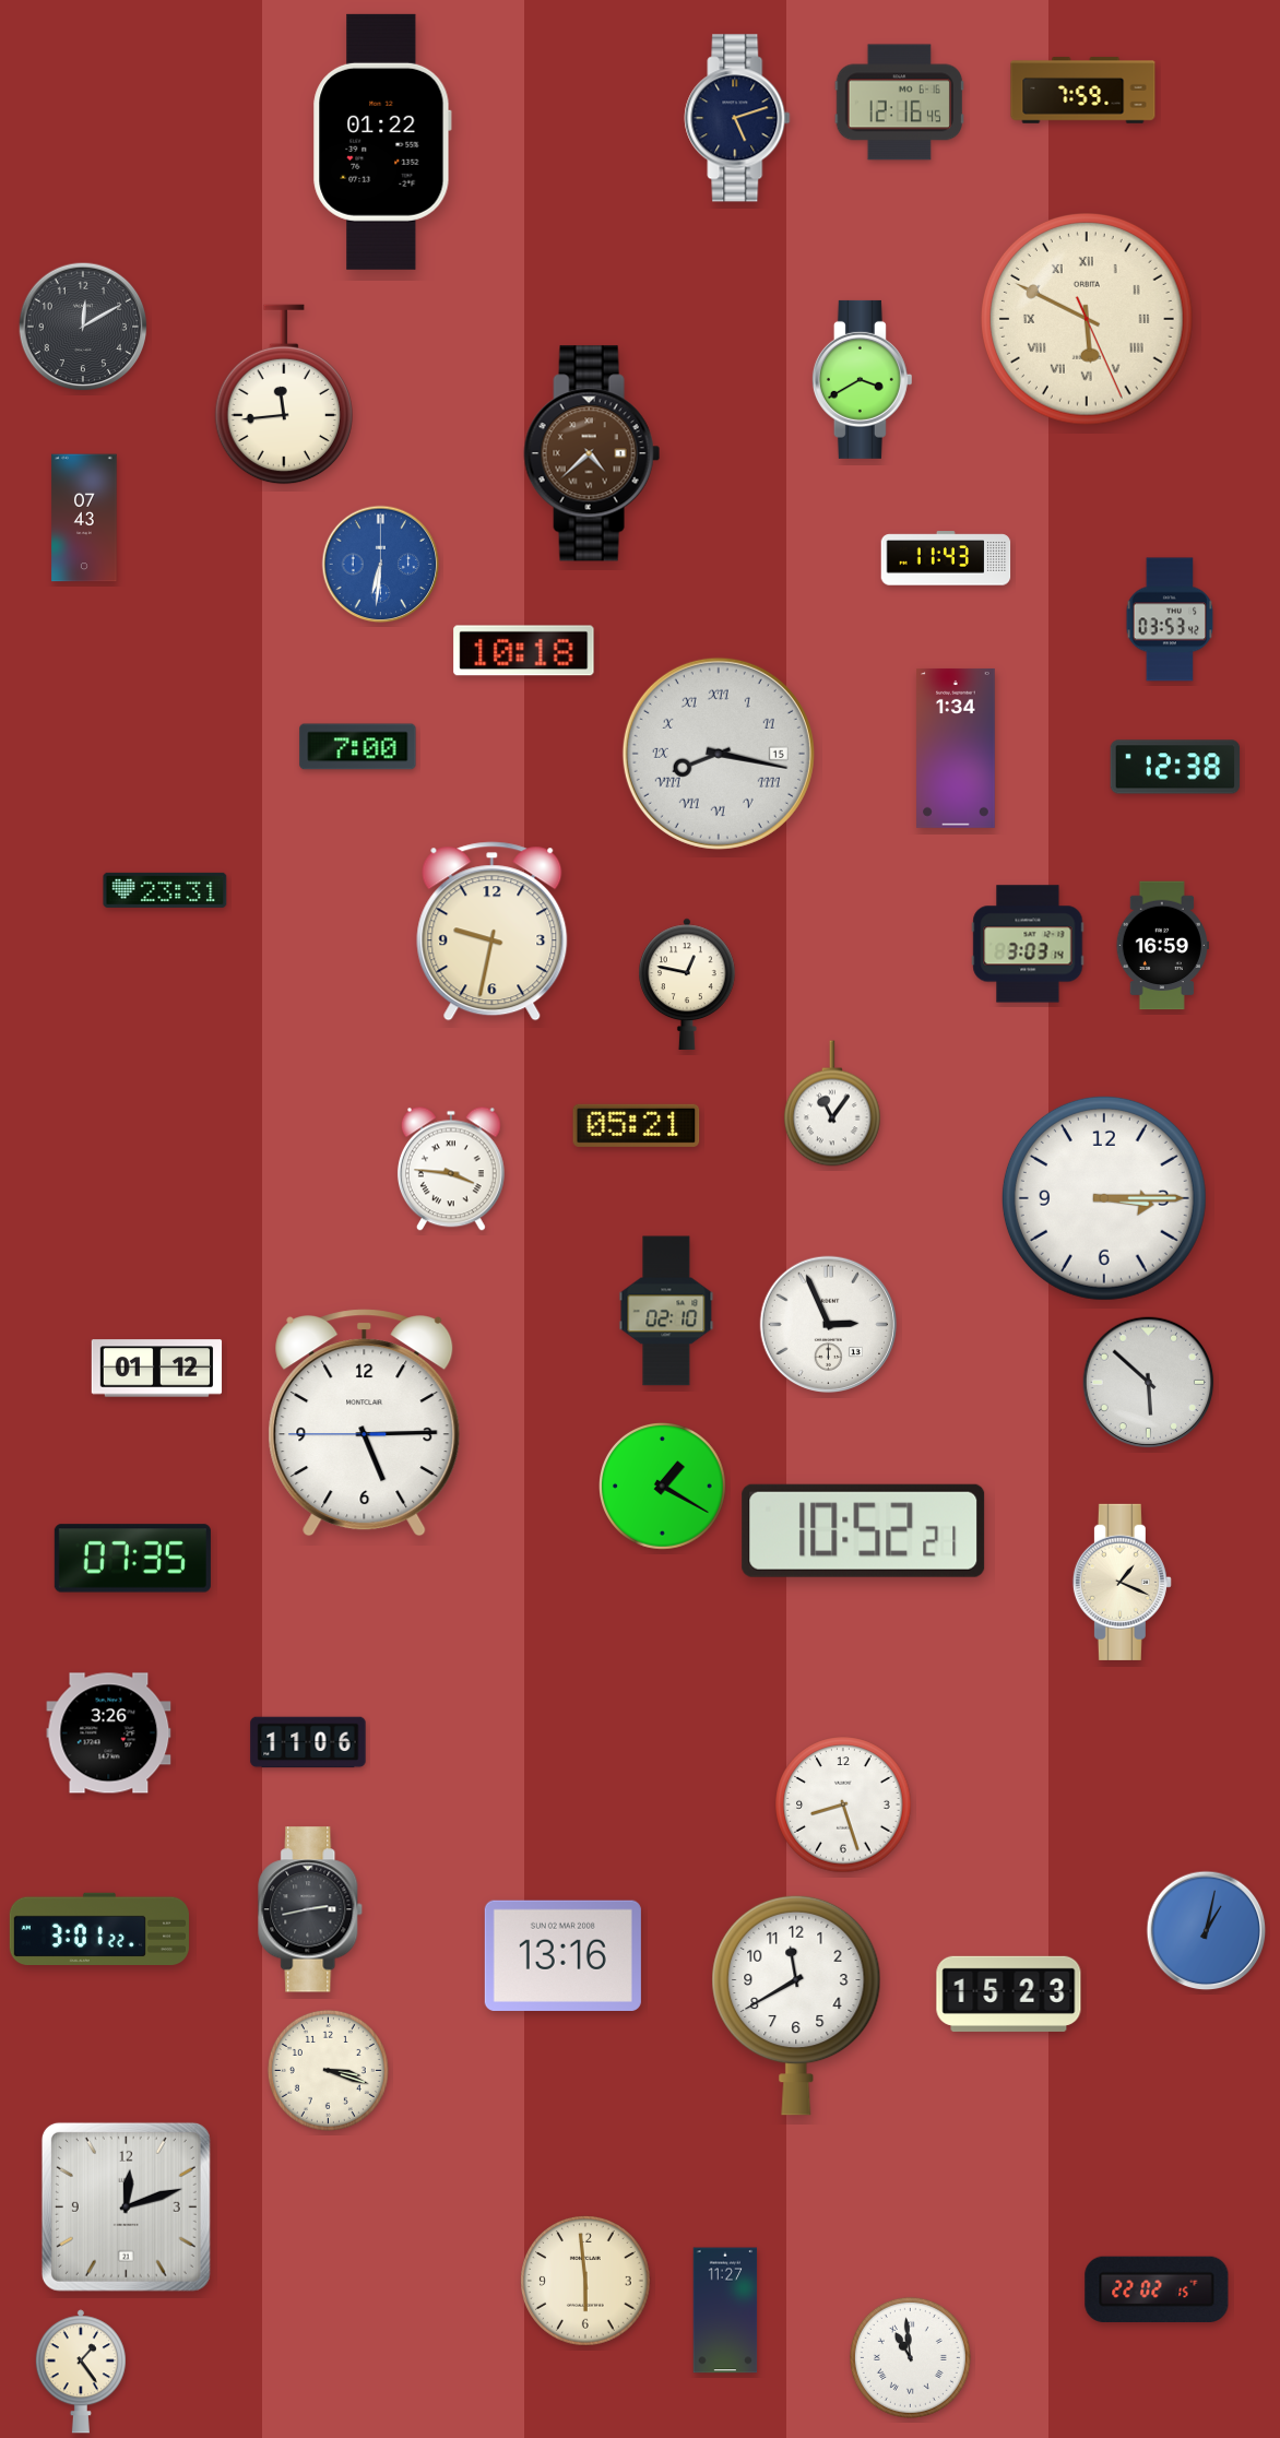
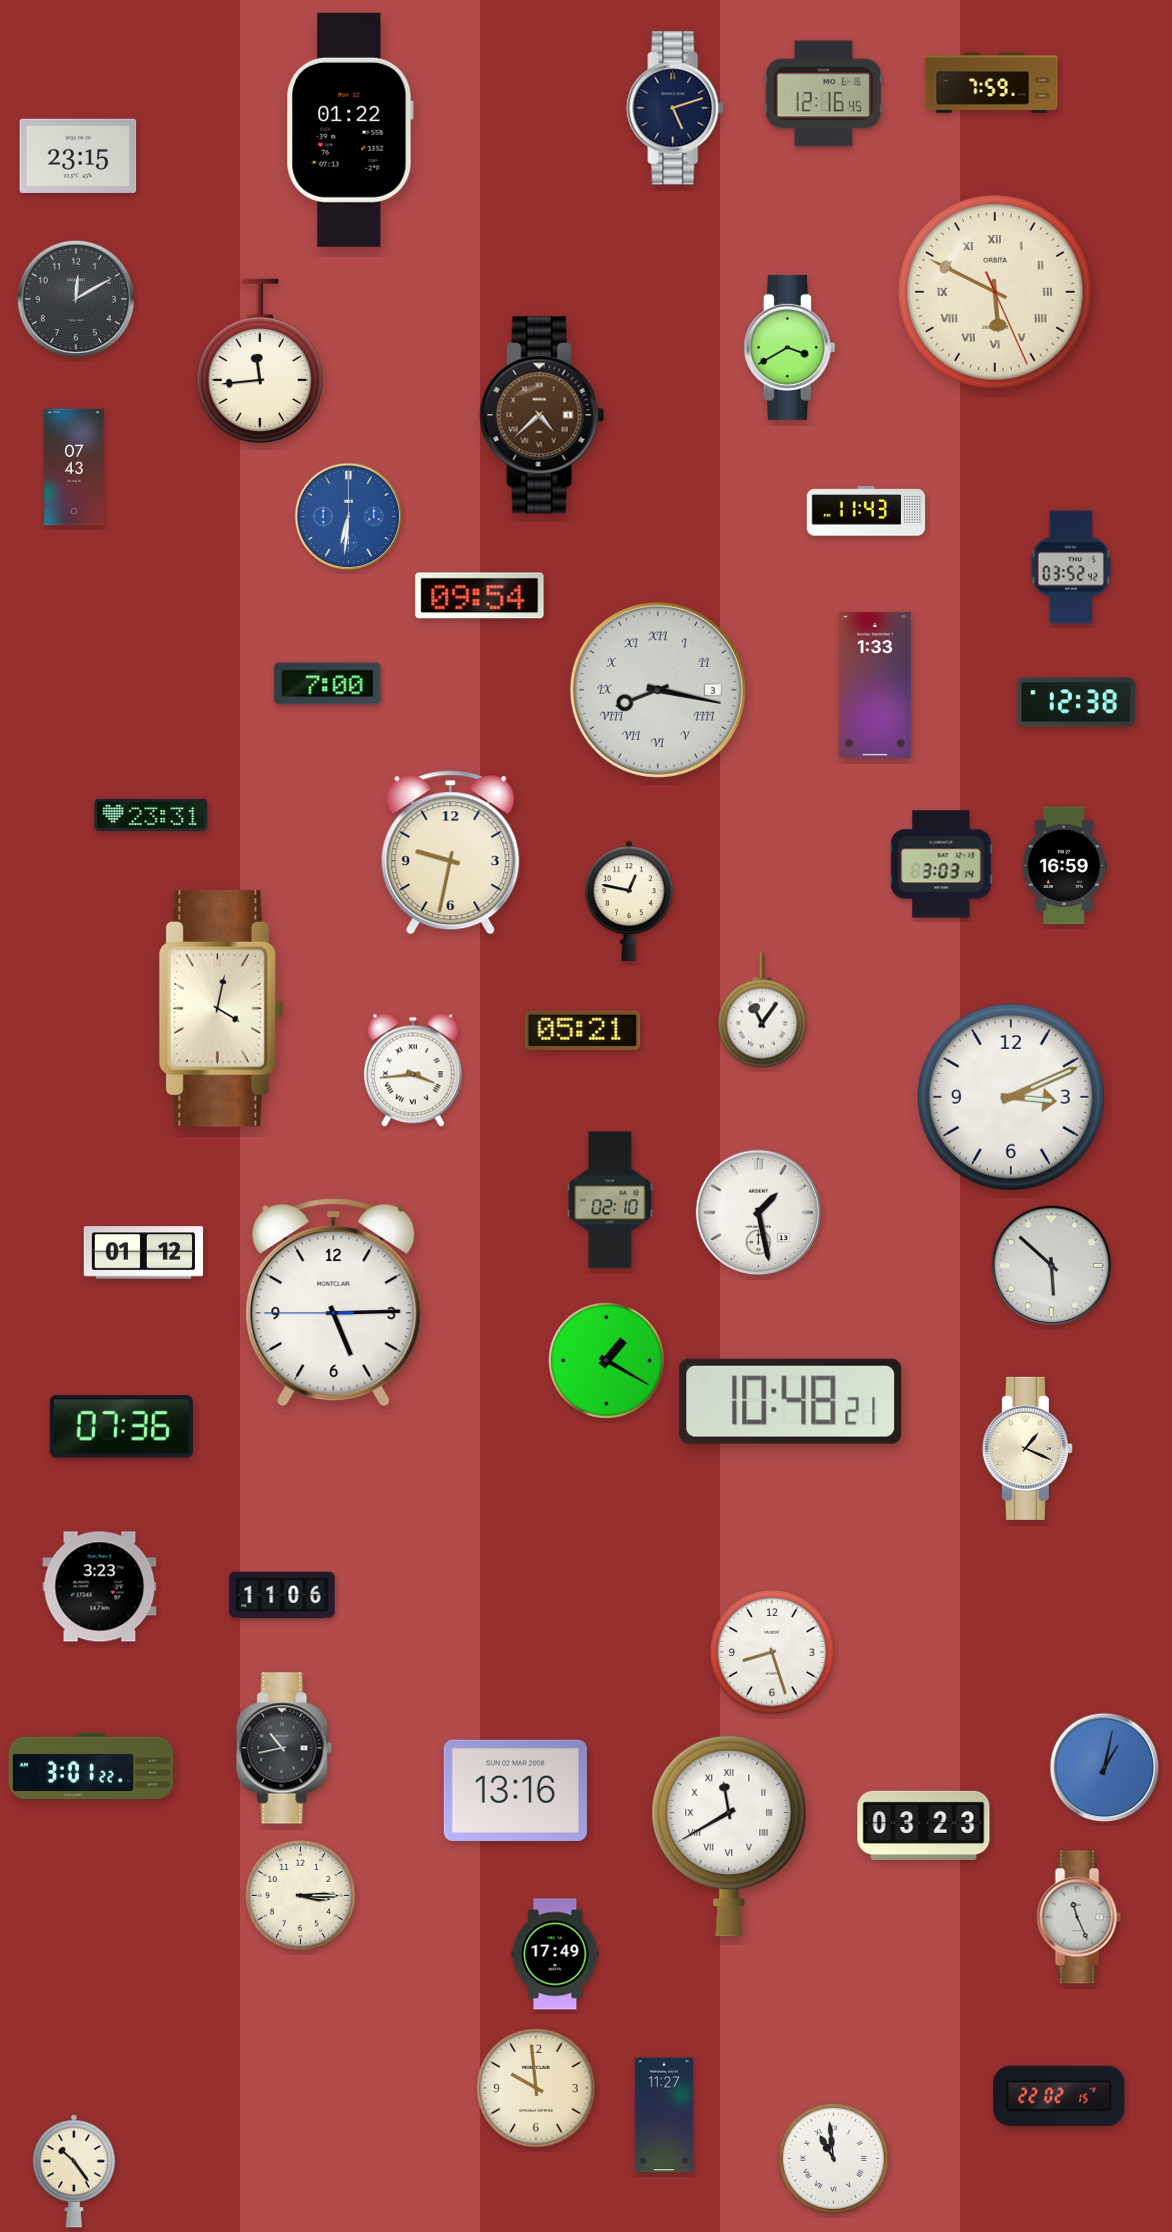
clock at (78, 156): none -> 23:15
clock at (84, 518) position: (84, 518) -> (74, 467)
clock at (1170, 619): 03:53 -> 03:52
clock at (524, 651): 10:18 -> 09:54
clock at (956, 748): 1:34 -> 1:33
clock at (719, 754) date: 15 -> 3
clock at (221, 1008): none -> 4:02
clock at (451, 1169): 3:46 -> 3:44
clock at (1104, 1198): 3:15 -> 3:11
clock at (829, 1325): 2:56 -> 1:28
clock at (864, 1530): 10:52 -> 10:48
clock at (132, 1559): 07:35 -> 07:36
clock at (109, 1733): 3:26 -> 3:23
clock at (311, 1909): 2:43 -> 10:43
clock at (1009, 1993): 15:23 -> 03:23
clock at (796, 2005) numerals: Arabic -> Roman
clock at (328, 2070): 3:18 -> 3:15
clock at (1079, 1917): none -> 11:26
clock at (555, 1954): none -> 17:49
clock at (126, 2206): 12:12 -> none
clock at (585, 2281): 5:59 -> 9:59
clock at (81, 2371): 1:24 -> 10:24
